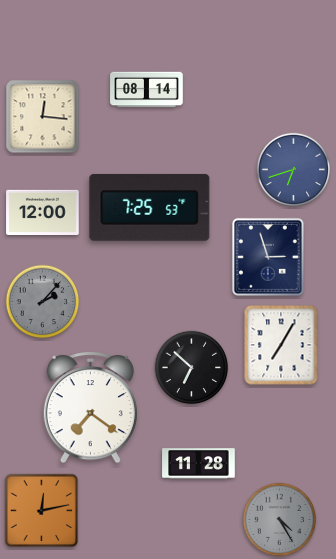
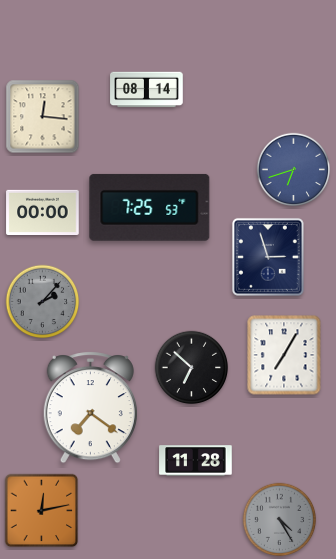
clock at (43, 212): 12:00 -> 00:00
clock at (281, 345) position: (281, 345) -> (284, 355)
clock at (199, 464) position: (199, 464) -> (196, 461)
